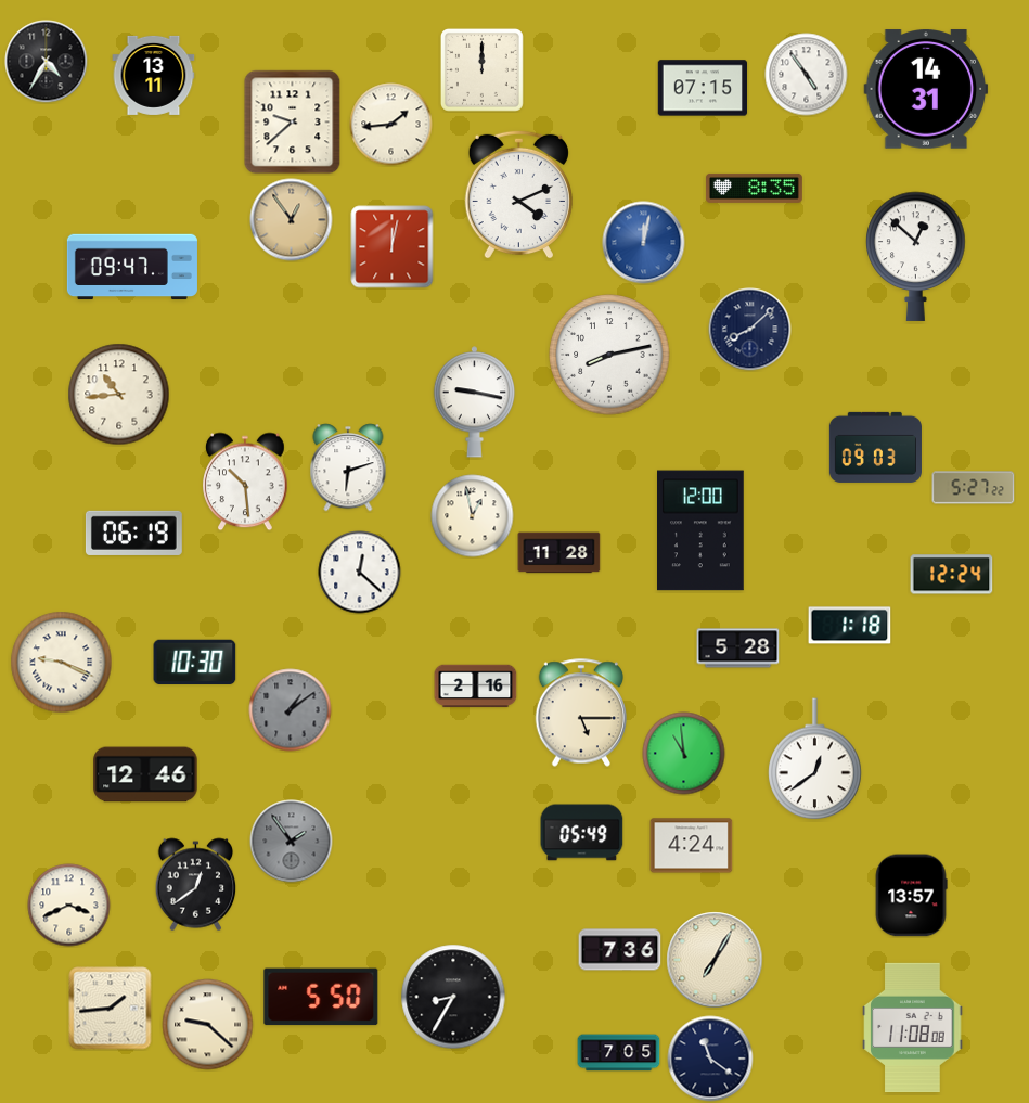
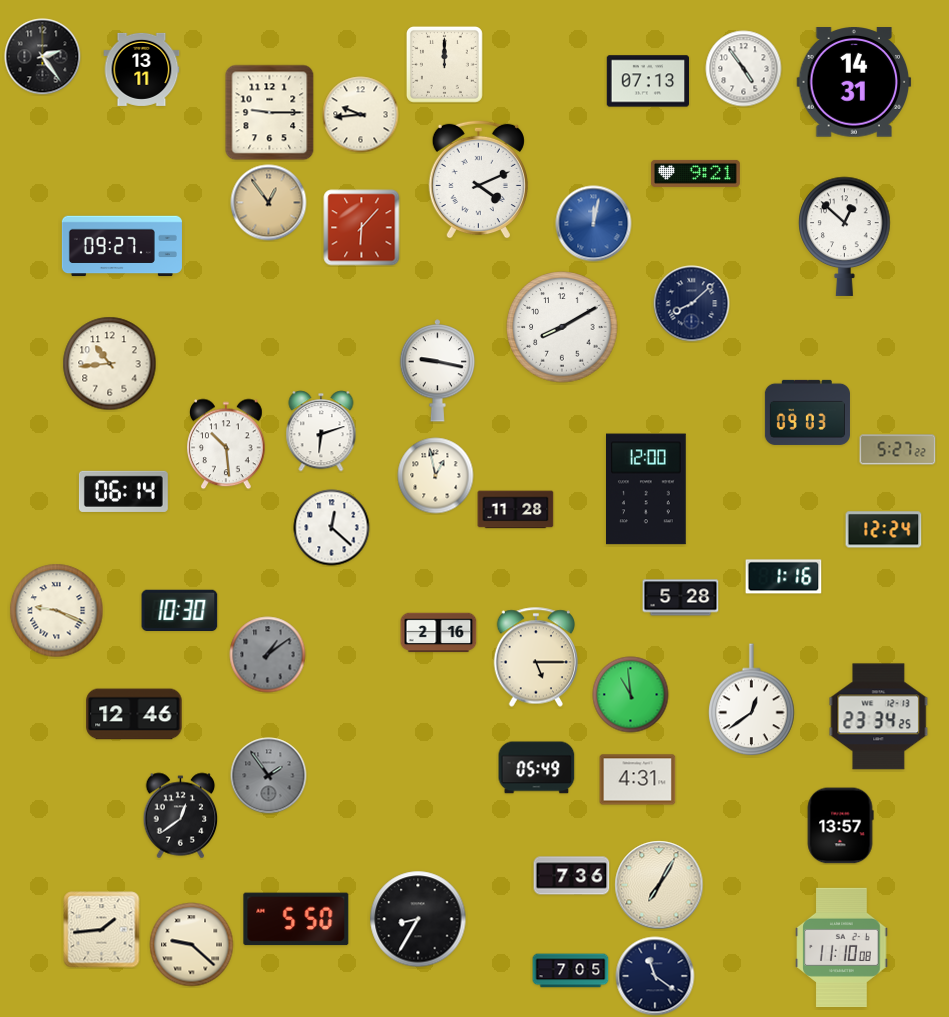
clock at (47, 62): 4:35 -> 2:24
clock at (703, 88): 07:15 -> 07:13
clock at (293, 123): 9:38 -> 9:15
clock at (391, 125): 1:44 -> 9:44
clock at (754, 188): 8:35 -> 9:21
clock at (393, 247): 12:02 -> 6:07
clock at (132, 267): 09:47 -> 09:27
clock at (609, 355): 8:13 -> 8:10
clock at (133, 533): 06:19 -> 06:14
clock at (952, 575) position: (952, 575) -> (884, 530)
clock at (850, 626): 1:18 -> 1:16
clock at (879, 717): none -> 23:34
clock at (692, 846): 4:24 -> 4:31
clock at (69, 906): 3:41 -> none
clock at (913, 1027): 11:08 -> 11:10
